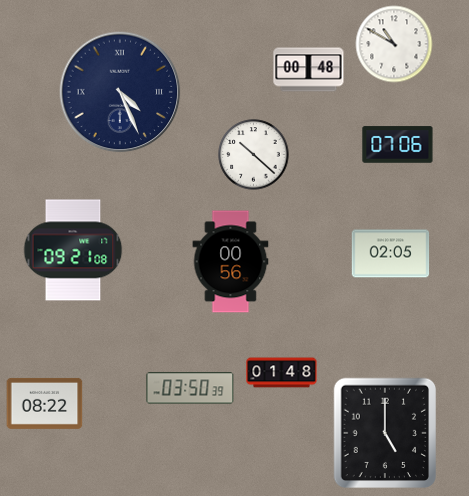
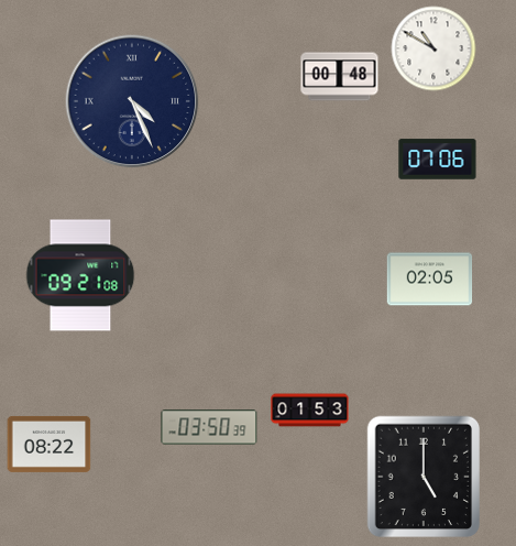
clock at (254, 155): 10:22 -> none
clock at (231, 262): 00:56 -> none
clock at (282, 373): 01:48 -> 01:53
